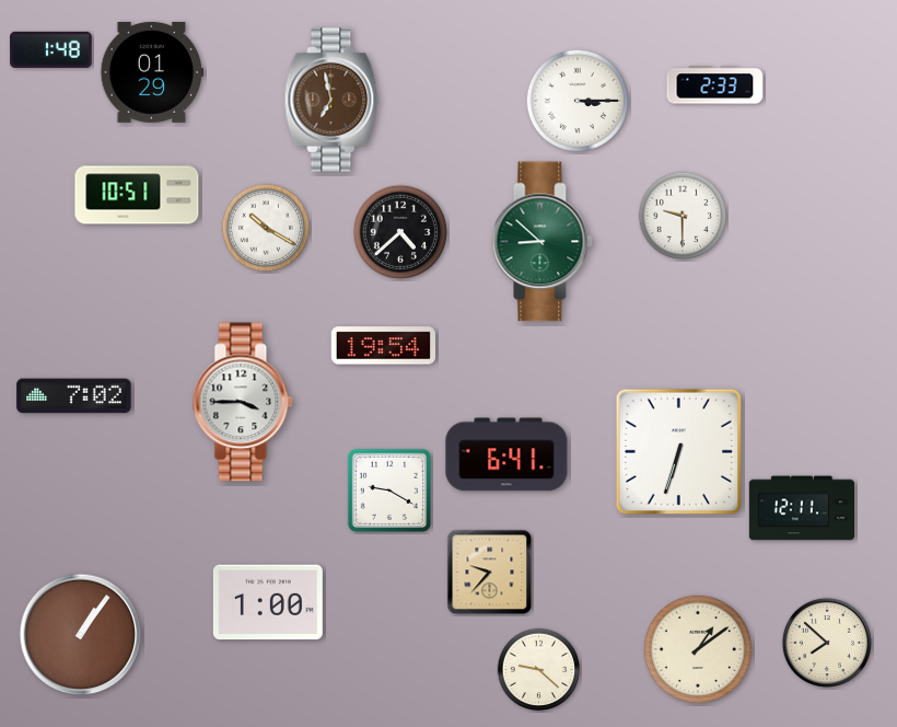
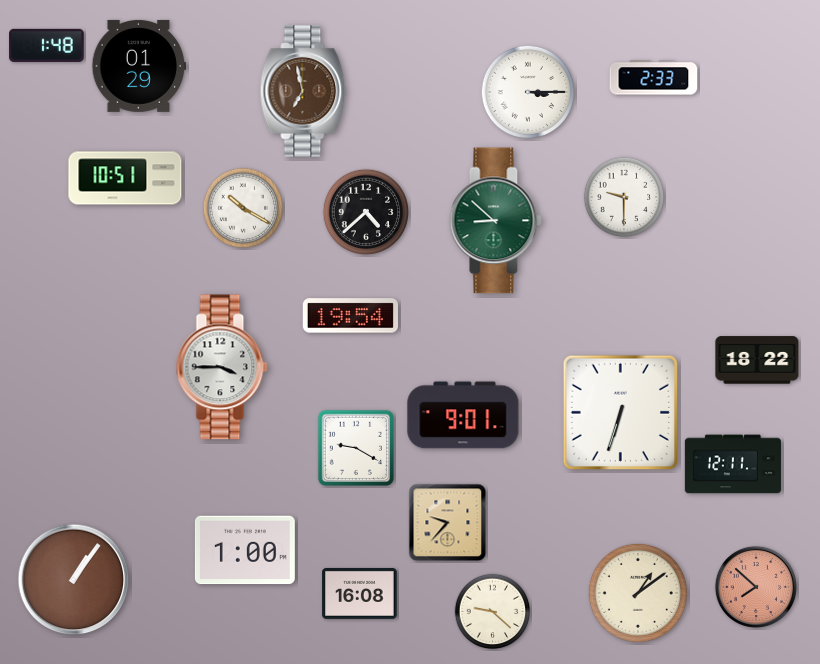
clock at (757, 360): none -> 18:22
clock at (74, 396): 7:02 -> none
clock at (506, 454): 6:41 -> 9:01
clock at (827, 643) dial: cream -> salmon
clock at (360, 593): none -> 16:08
